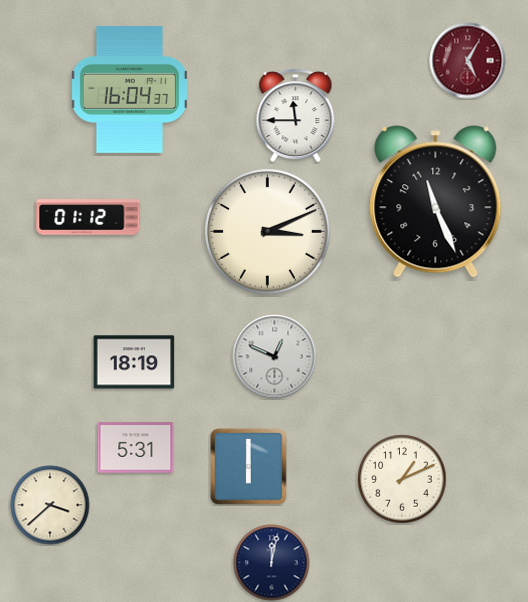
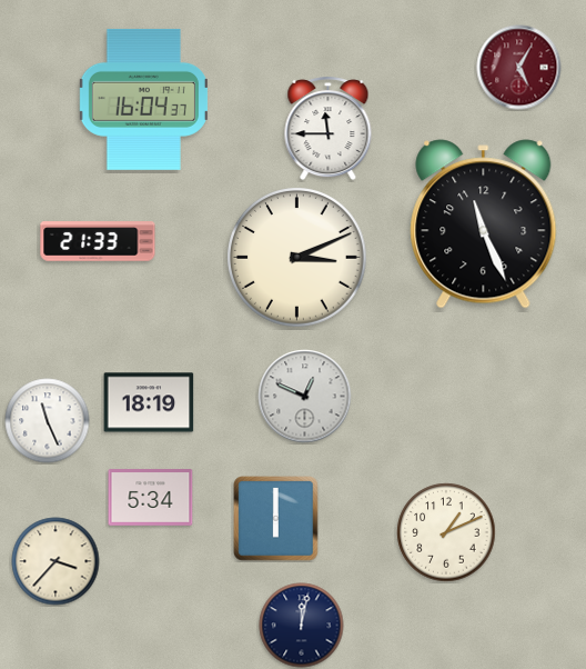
clock at (88, 217): 01:12 -> 21:33
clock at (48, 421): none -> 11:26
clock at (136, 448): 5:31 -> 5:34
clock at (50, 505): 3:38 -> 3:37
